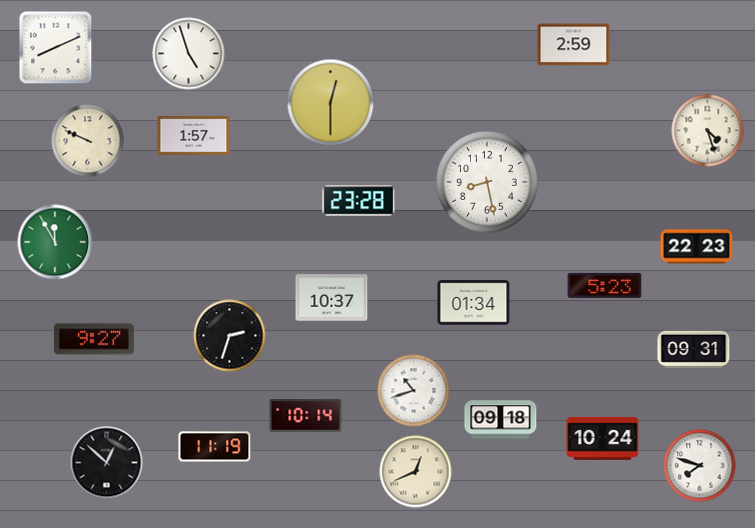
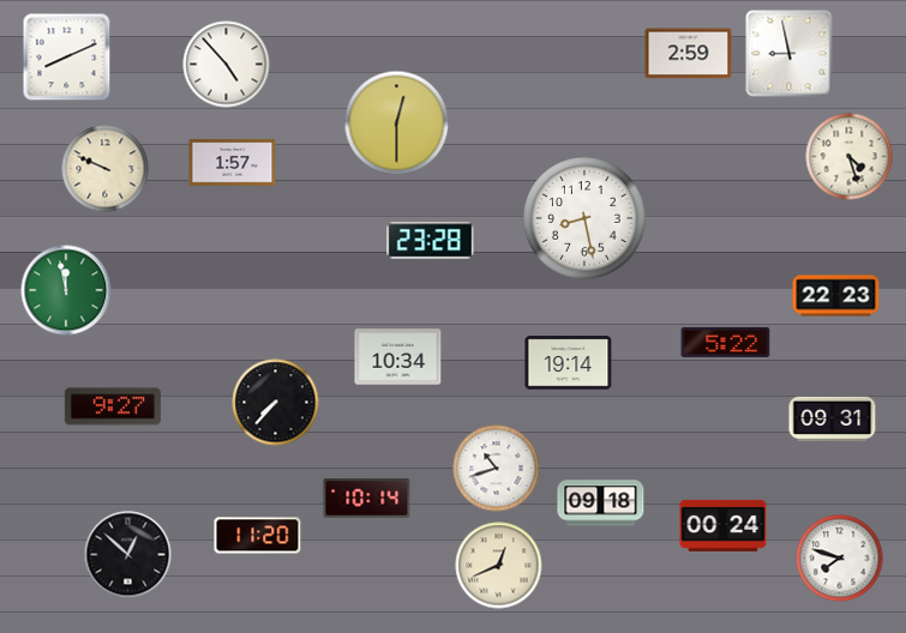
clock at (790, 54): none -> 8:58
clock at (189, 54): 4:57 -> 4:53
clock at (55, 242): 11:55 -> 11:58
clock at (605, 285): 5:23 -> 5:22
clock at (332, 298): 10:37 -> 10:34
clock at (474, 303): 01:34 -> 19:14
clock at (230, 336): 2:33 -> 7:37
clock at (603, 438): 10:24 -> 00:24
clock at (215, 447): 11:19 -> 11:20
